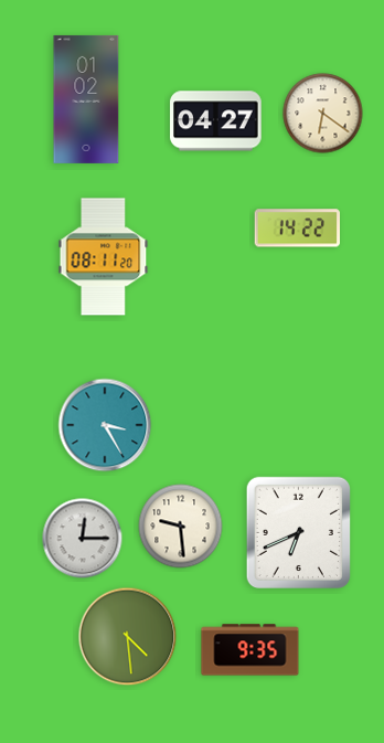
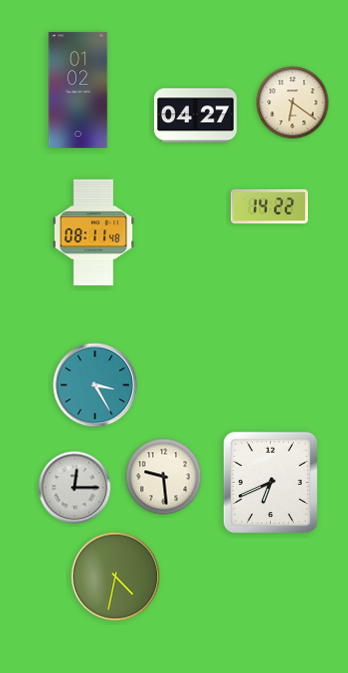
clock at (216, 121) position: (216, 121) -> (196, 116)
clock at (104, 257): 08:11:20 -> 08:11:48
clock at (128, 637): 4:29 -> 4:32
clock at (250, 650): 9:35 -> none
